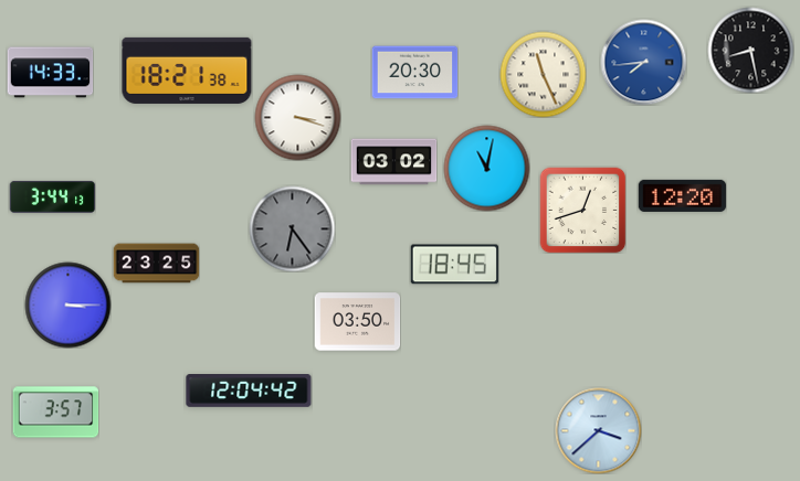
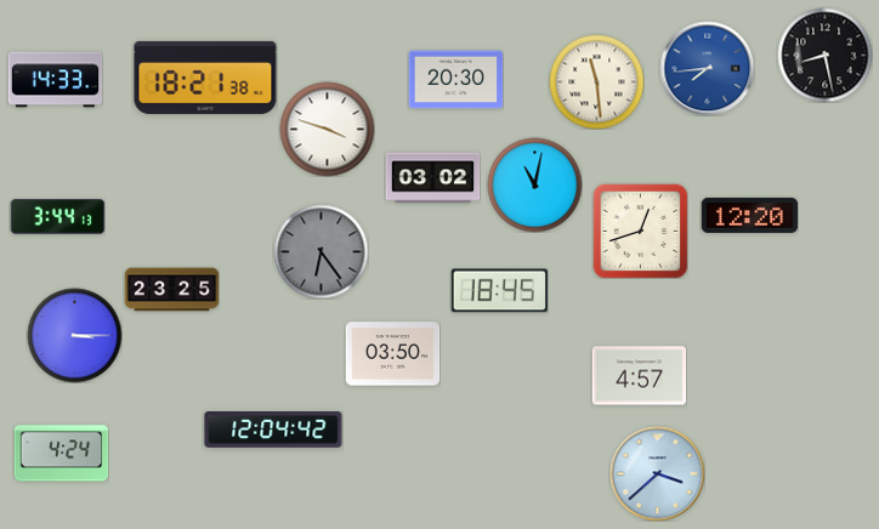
clock at (543, 74): 11:26 -> 11:29
clock at (297, 117): 3:18 -> 3:48
clock at (639, 376): none -> 4:57
clock at (55, 413): 3:57 -> 4:24
